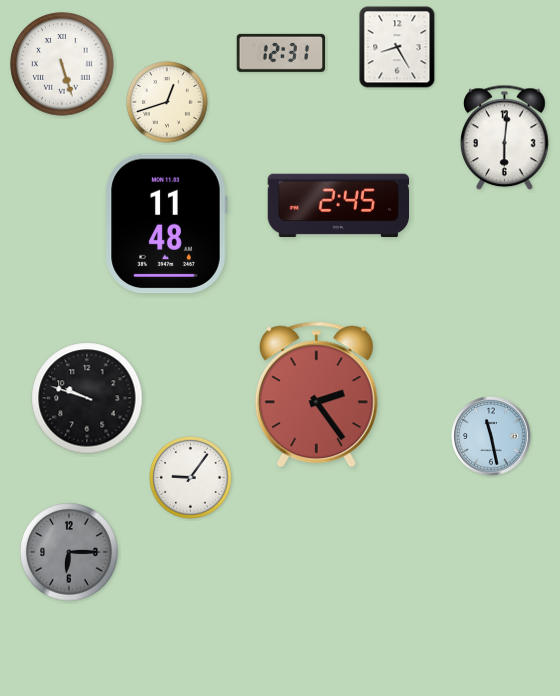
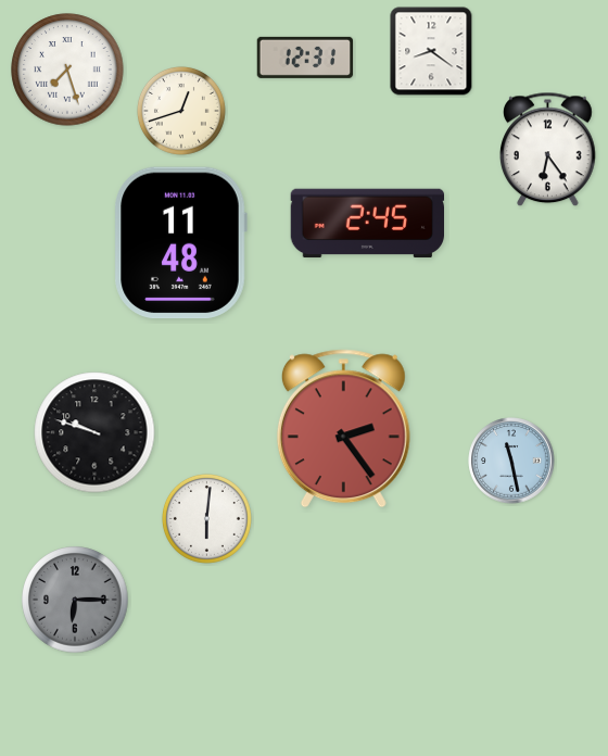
clock at (397, 47): 8:25 -> 8:21
clock at (62, 64): 5:27 -> 7:27
clock at (505, 138): 6:01 -> 6:24
clock at (491, 436) position: (491, 436) -> (511, 461)
clock at (190, 477): 9:06 -> 6:01
